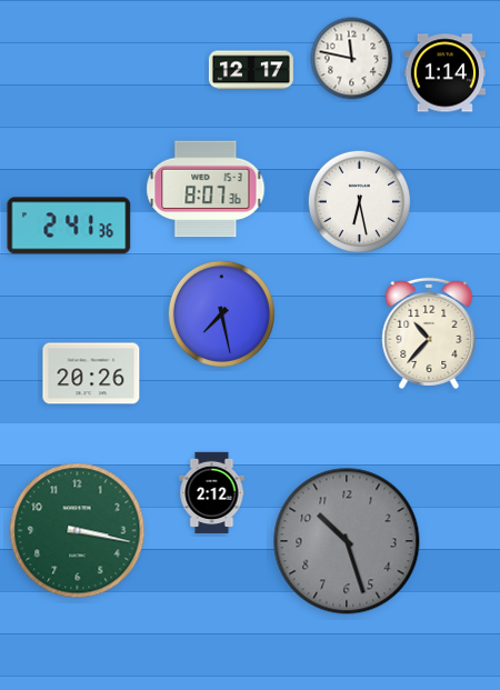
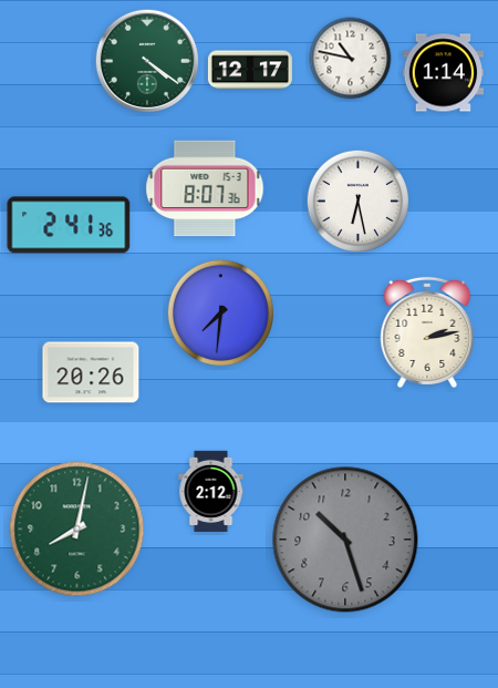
clock at (352, 59): 11:47 -> 10:47
clock at (147, 61): none -> 4:21
clock at (221, 313): 7:28 -> 7:31
clock at (429, 333): 10:37 -> 2:13
clock at (78, 531): 3:17 -> 8:02
